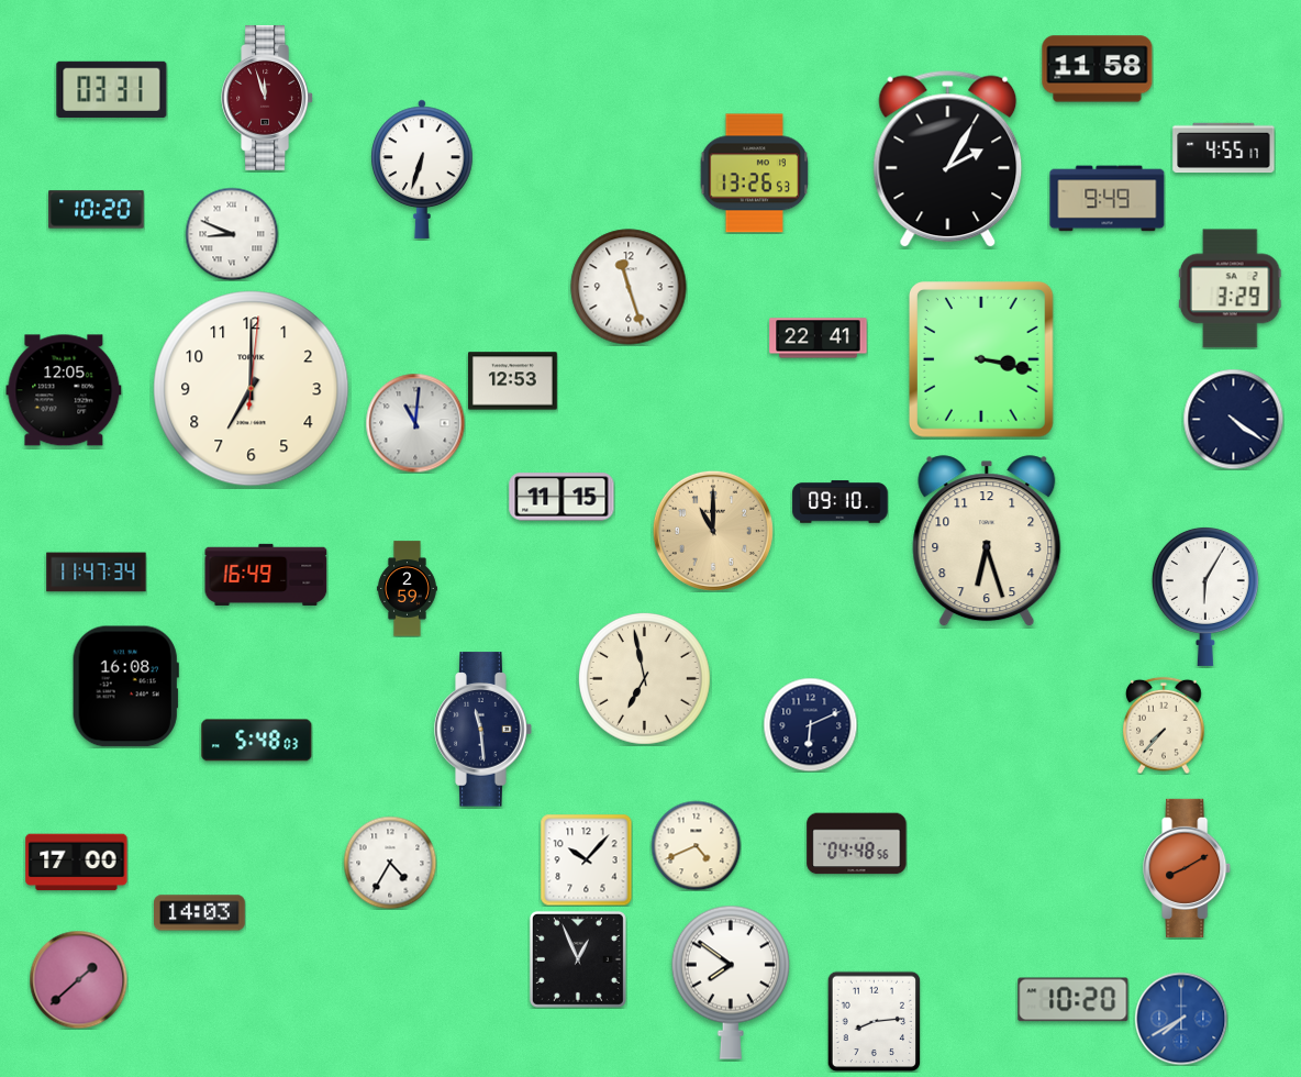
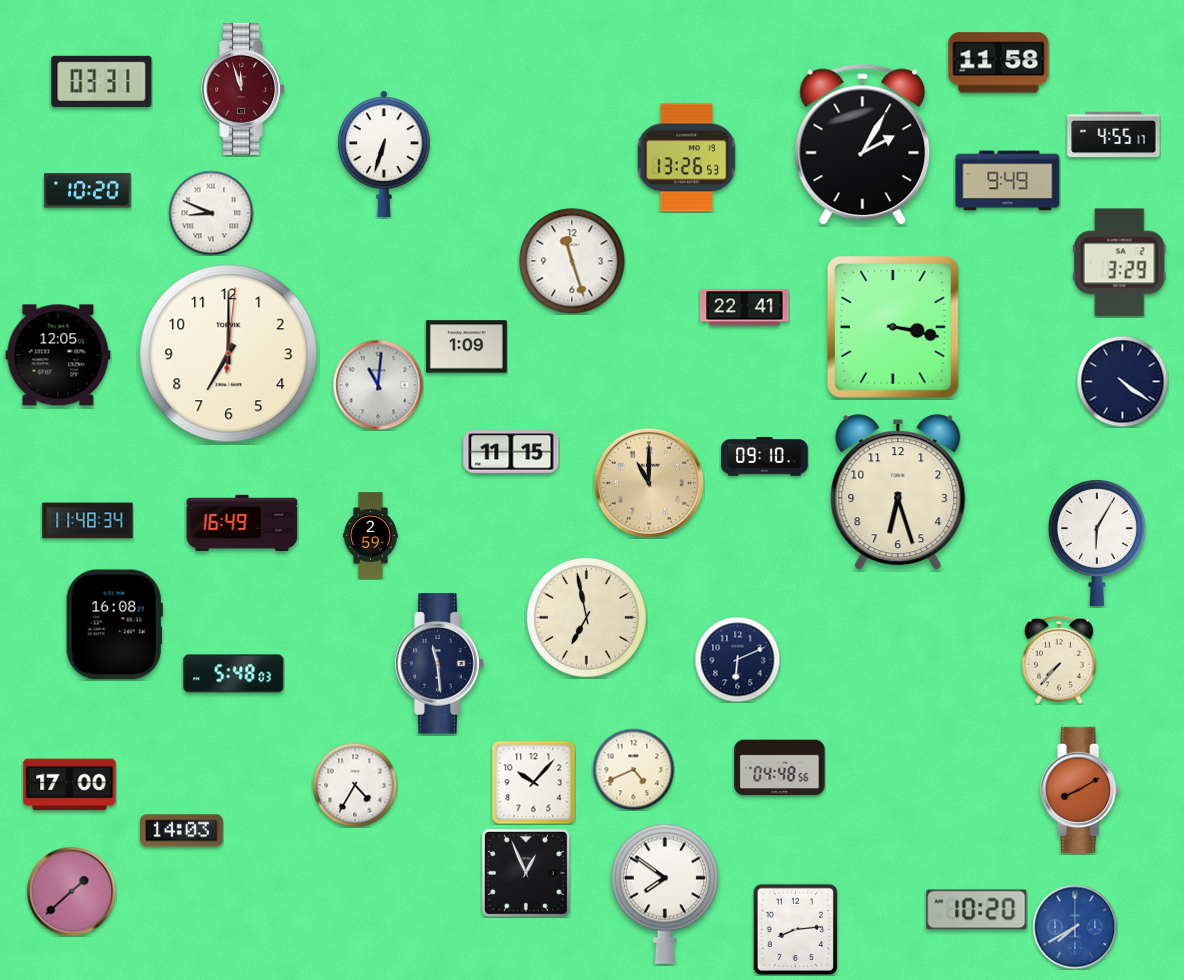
clock at (512, 381): 12:53 -> 1:09
clock at (97, 573): 11:47 -> 11:48
